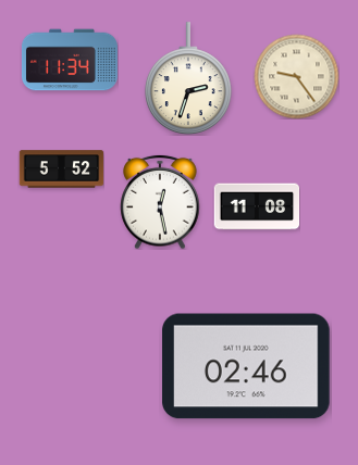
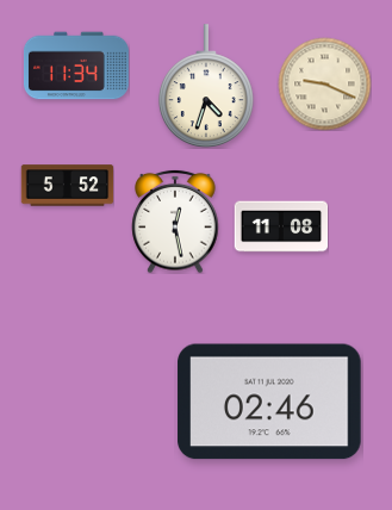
clock at (296, 76): 9:24 -> 9:19
clock at (188, 78): 2:33 -> 4:33
